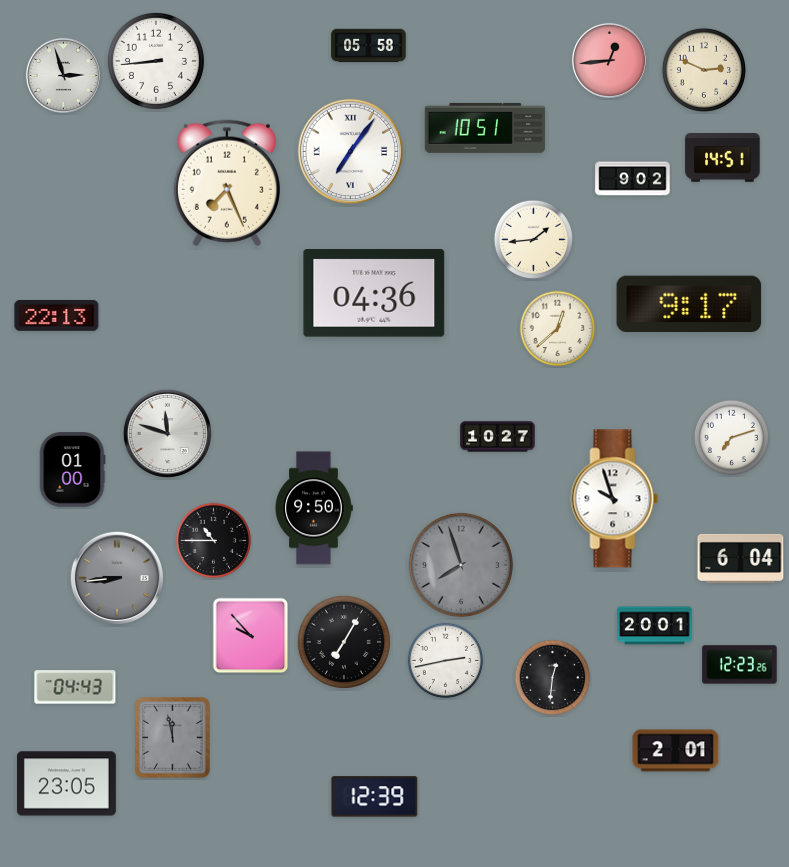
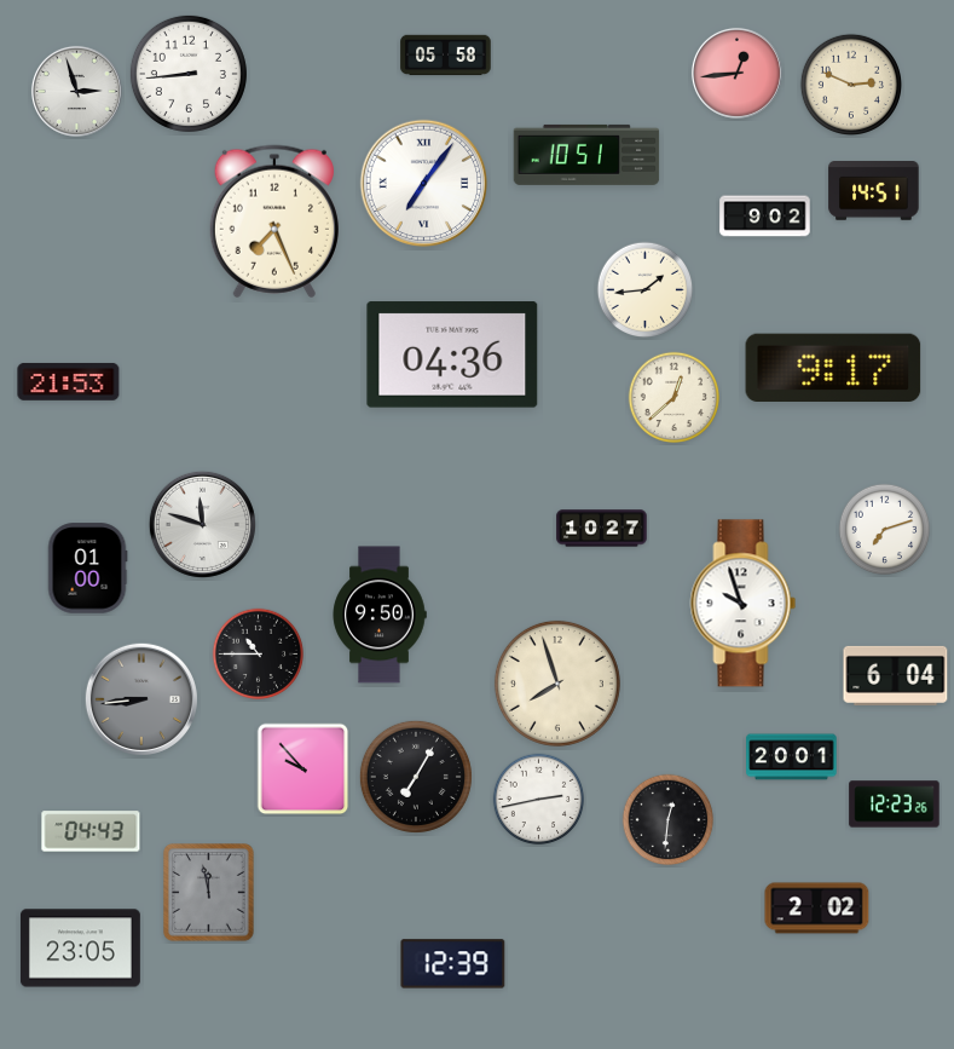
clock at (57, 316): 22:13 -> 21:53
clock at (461, 565) dial: grey -> cream
clock at (676, 751): 2:01 -> 2:02
